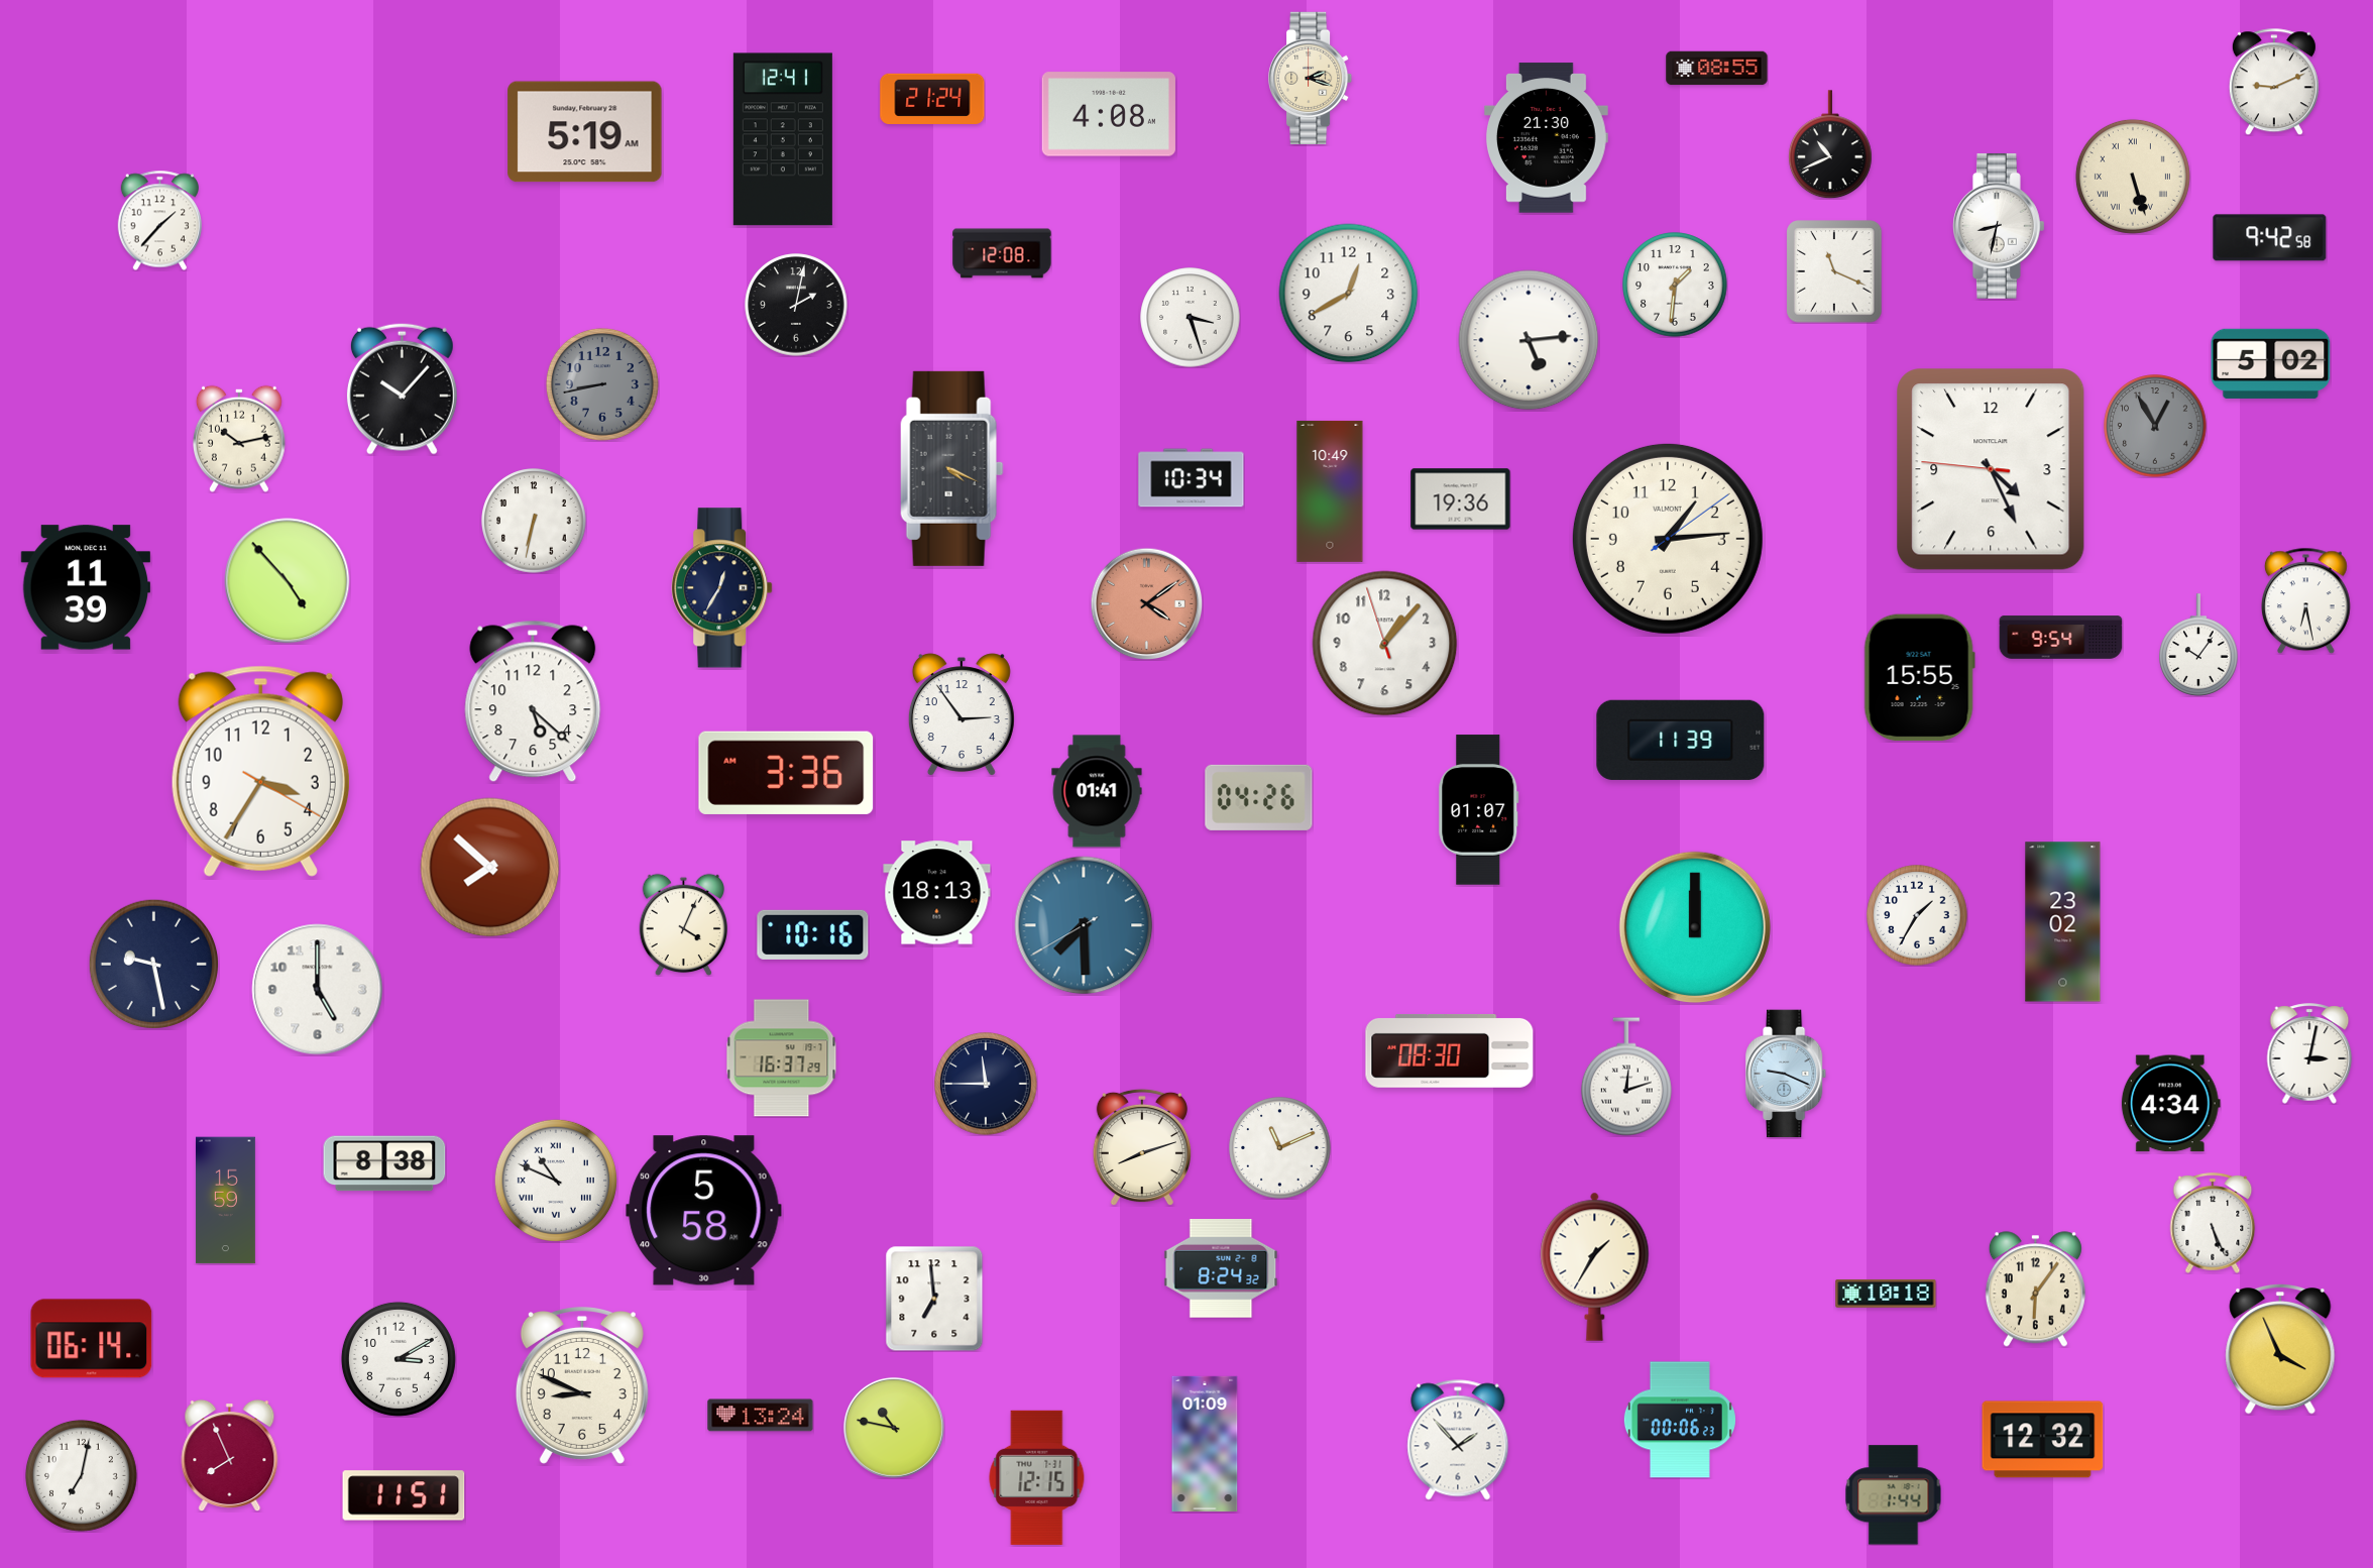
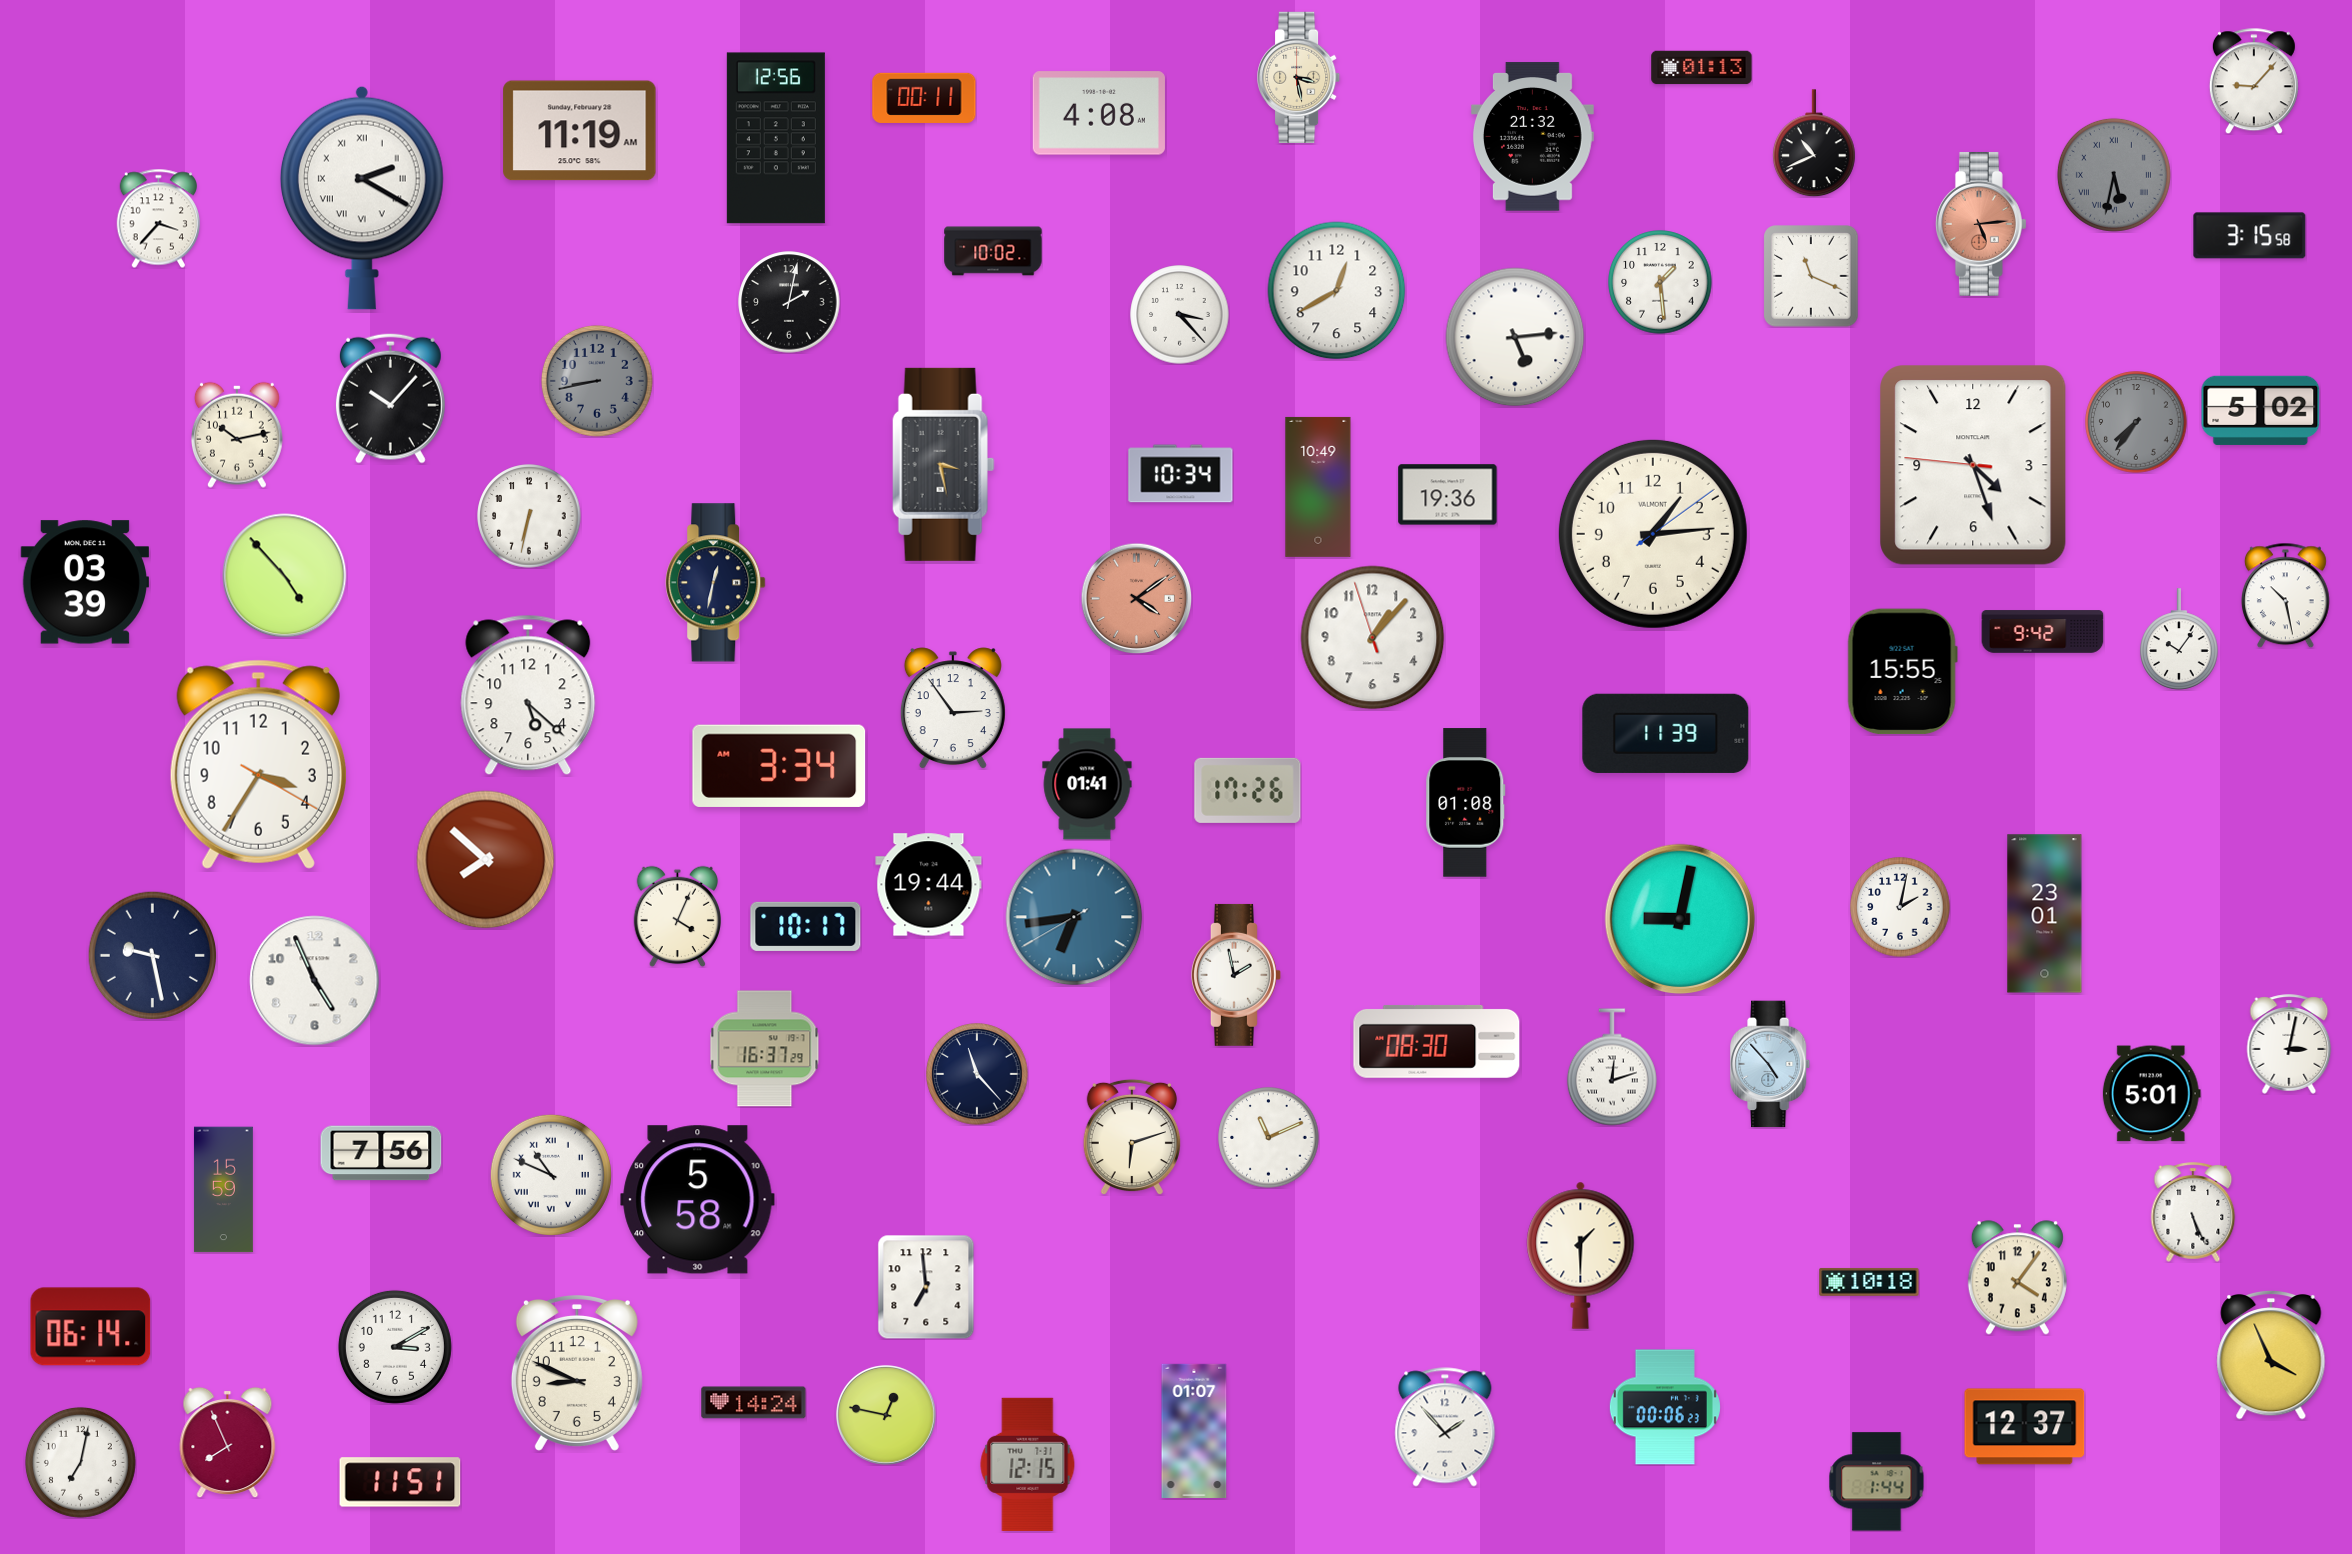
clock at (1717, 69): 08:55 -> 01:13
clock at (1312, 78): 2:18 -> 3:28
clock at (2274, 82): 9:11 -> 9:07
clock at (932, 99): 21:24 -> 00:11
clock at (585, 132): 5:19 -> 11:19
clock at (1546, 138): 21:30 -> 21:32
clock at (783, 139): 12:41 -> 12:56
clock at (2133, 177): 5:27 -> 5:32
clock at (2133, 177) dial: cream -> grey
clock at (362, 198): none -> 2:20
clock at (159, 220): 1:37 -> 3:37
clock at (1999, 226): 8:32 -> 5:14
clock at (1999, 226) dial: white -> salmon
clock at (2270, 238): 9:42 -> 3:15
clock at (1002, 253): 12:08 -> 10:02
clock at (1834, 271) position: (1834, 271) -> (1811, 276)
clock at (1675, 285): 1:31 -> 1:29
clock at (1191, 318): 3:27 -> 3:23
clock at (2271, 363) position: (2271, 363) -> (2261, 410)
clock at (402, 388) position: (402, 388) -> (390, 398)
clock at (2155, 426): 12:55 -> 7:36
clock at (952, 468): 4:19 -> 3:28
clock at (1991, 469): 4:25 -> 4:26
clock at (86, 587): 11:39 -> 03:39
clock at (722, 588): 12:35 -> 12:32
clock at (2305, 600): 6:28 -> 10:28
clock at (2061, 638): 9:54 -> 9:42
clock at (786, 773): 3:36 -> 3:34
clock at (1259, 797): 04:26 -> 17:26
clock at (1479, 810): 01:07 -> 01:08
clock at (937, 893): 18:13 -> 19:44
clock at (1917, 915): 1:35 -> 2:02
clock at (2063, 922): 23:02 -> 23:01
clock at (1084, 925): 7:29 -> 6:43
clock at (1695, 927): 12:00 -> 9:02
clock at (813, 934): 10:16 -> 10:17
clock at (1236, 975): none -> 1:58
clock at (318, 990): 5:00 -> 4:56
clock at (782, 1058) position: (782, 1058) -> (765, 1049)
clock at (1787, 1074): 9:19 -> 4:53
clock at (986, 1084): 11:45 -> 11:23
clock at (2170, 1104): 4:34 -> 5:01
clock at (1142, 1147): 8:12 -> 6:12
clock at (384, 1163): 8:38 -> 7:56
clock at (556, 1181) position: (556, 1181) -> (551, 1175)
clock at (1595, 1266): 1:35 -> 1:30
clock at (1221, 1269): 8:24 -> none
clock at (2035, 1290): 6:06 -> 4:06
clock at (2280, 1349) position: (2280, 1349) -> (2271, 1355)
clock at (761, 1416): 13:24 -> 14:24
clock at (894, 1428): 10:47 -> 12:47
clock at (2043, 1440): 12:32 -> 12:37
clock at (1205, 1444): 01:09 -> 01:07
